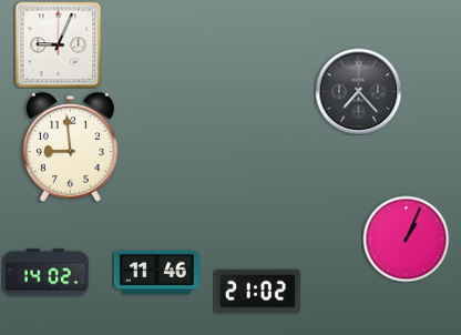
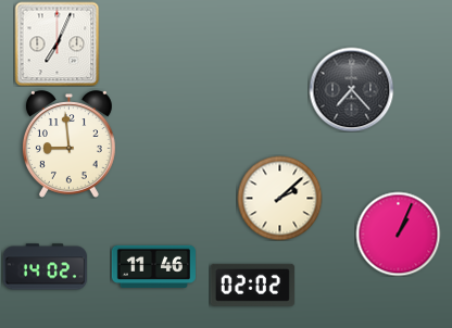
clock at (58, 44): 9:04 -> 7:04
clock at (279, 198): none -> 2:08
clock at (257, 291): 21:02 -> 02:02
